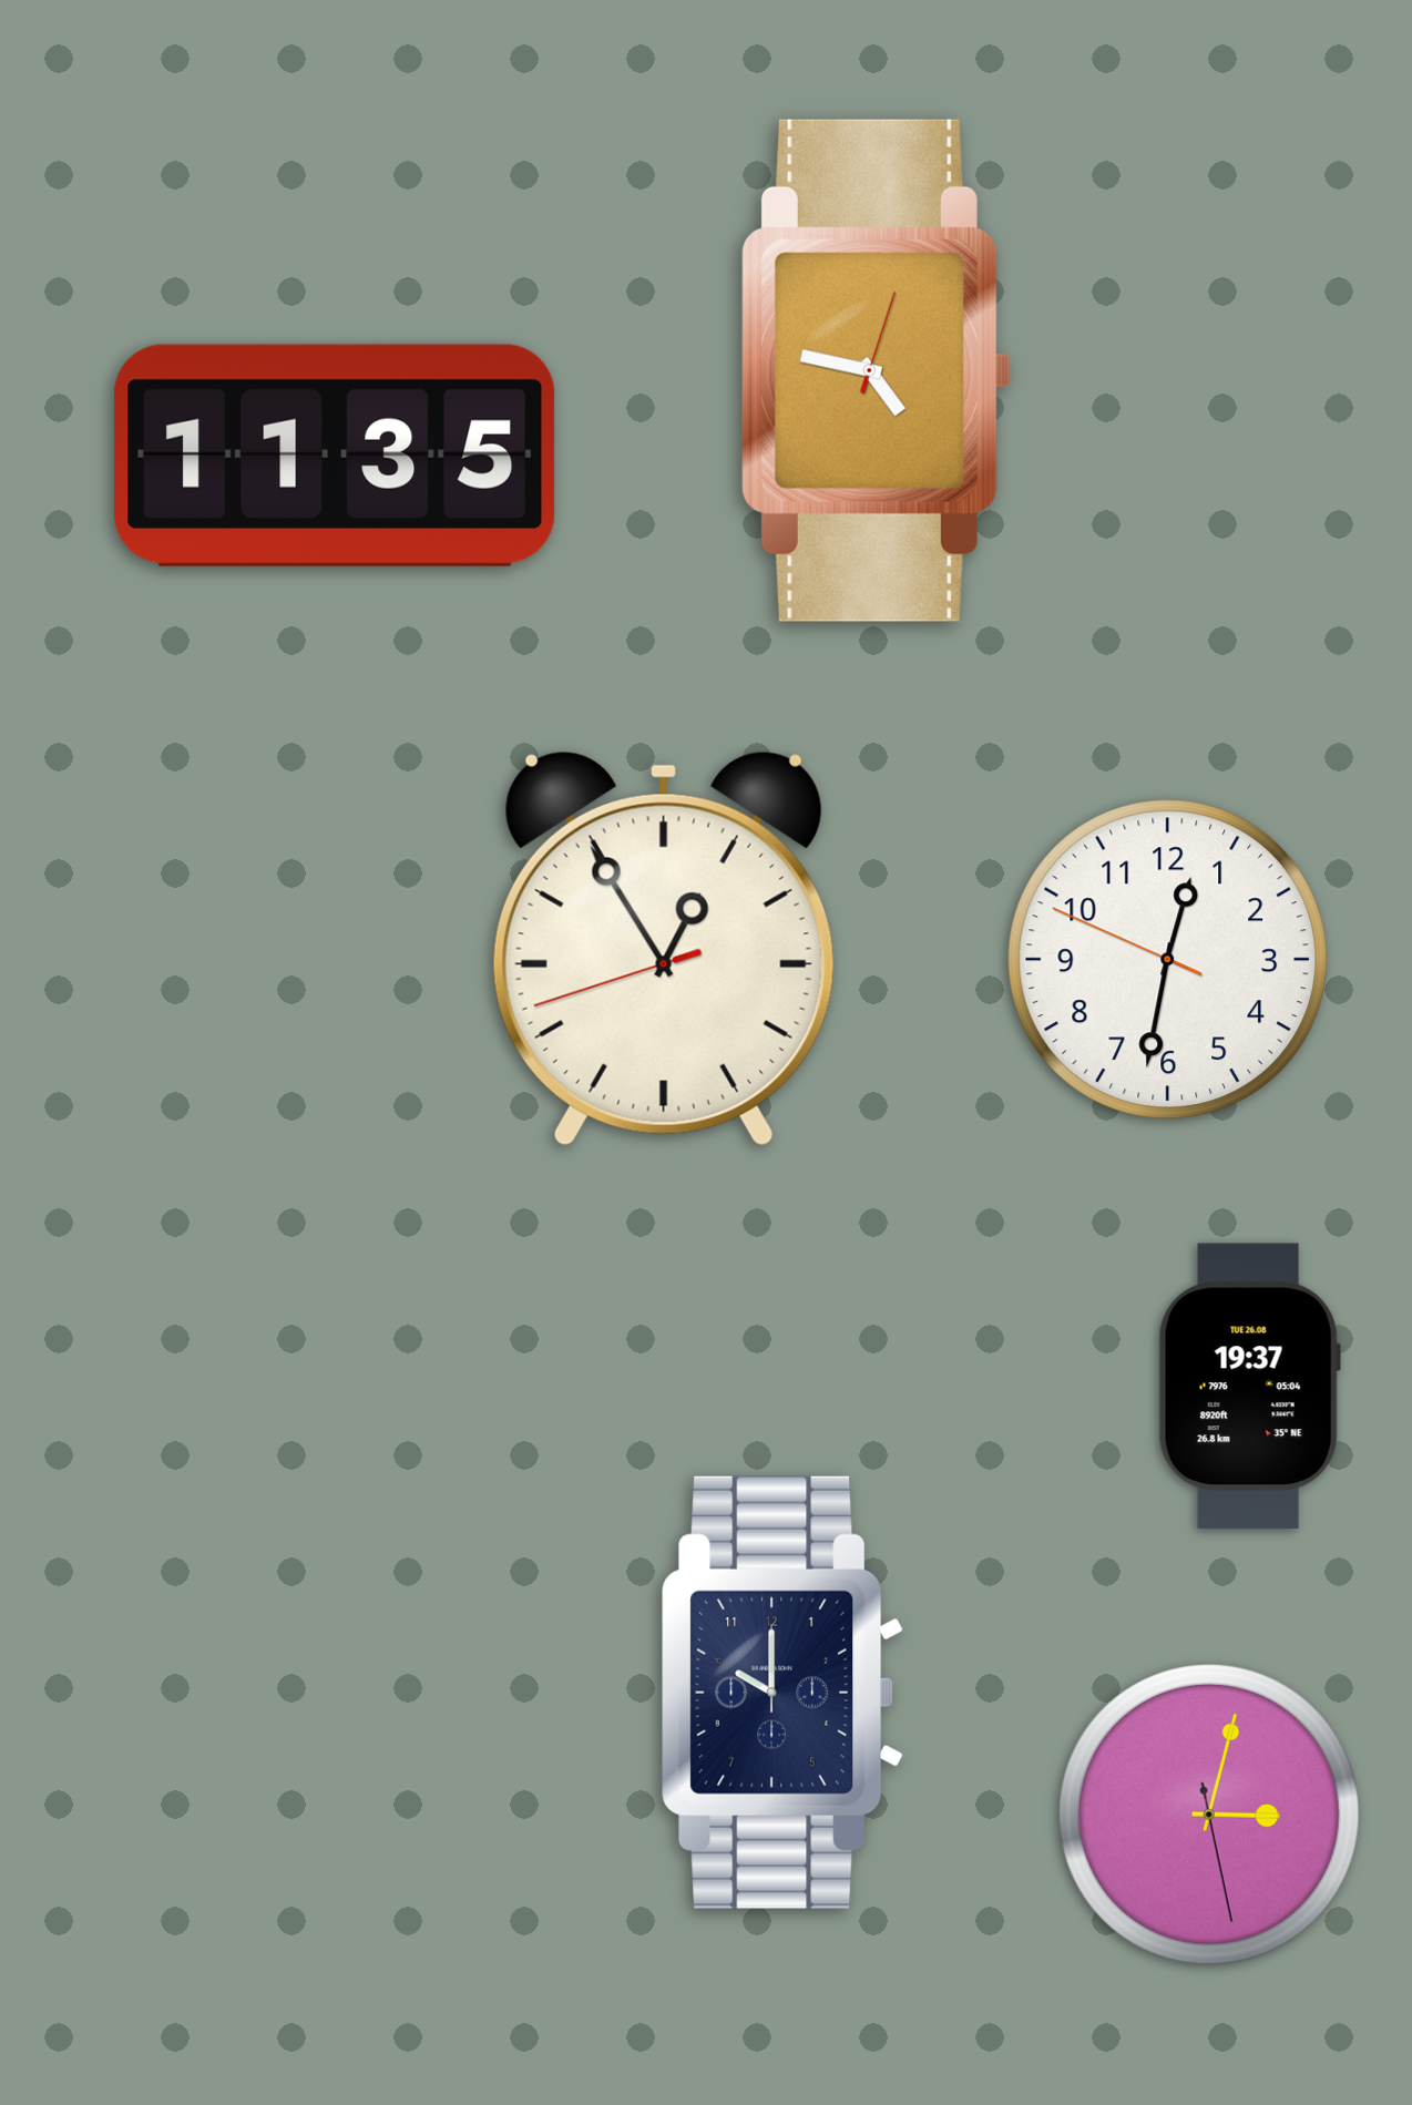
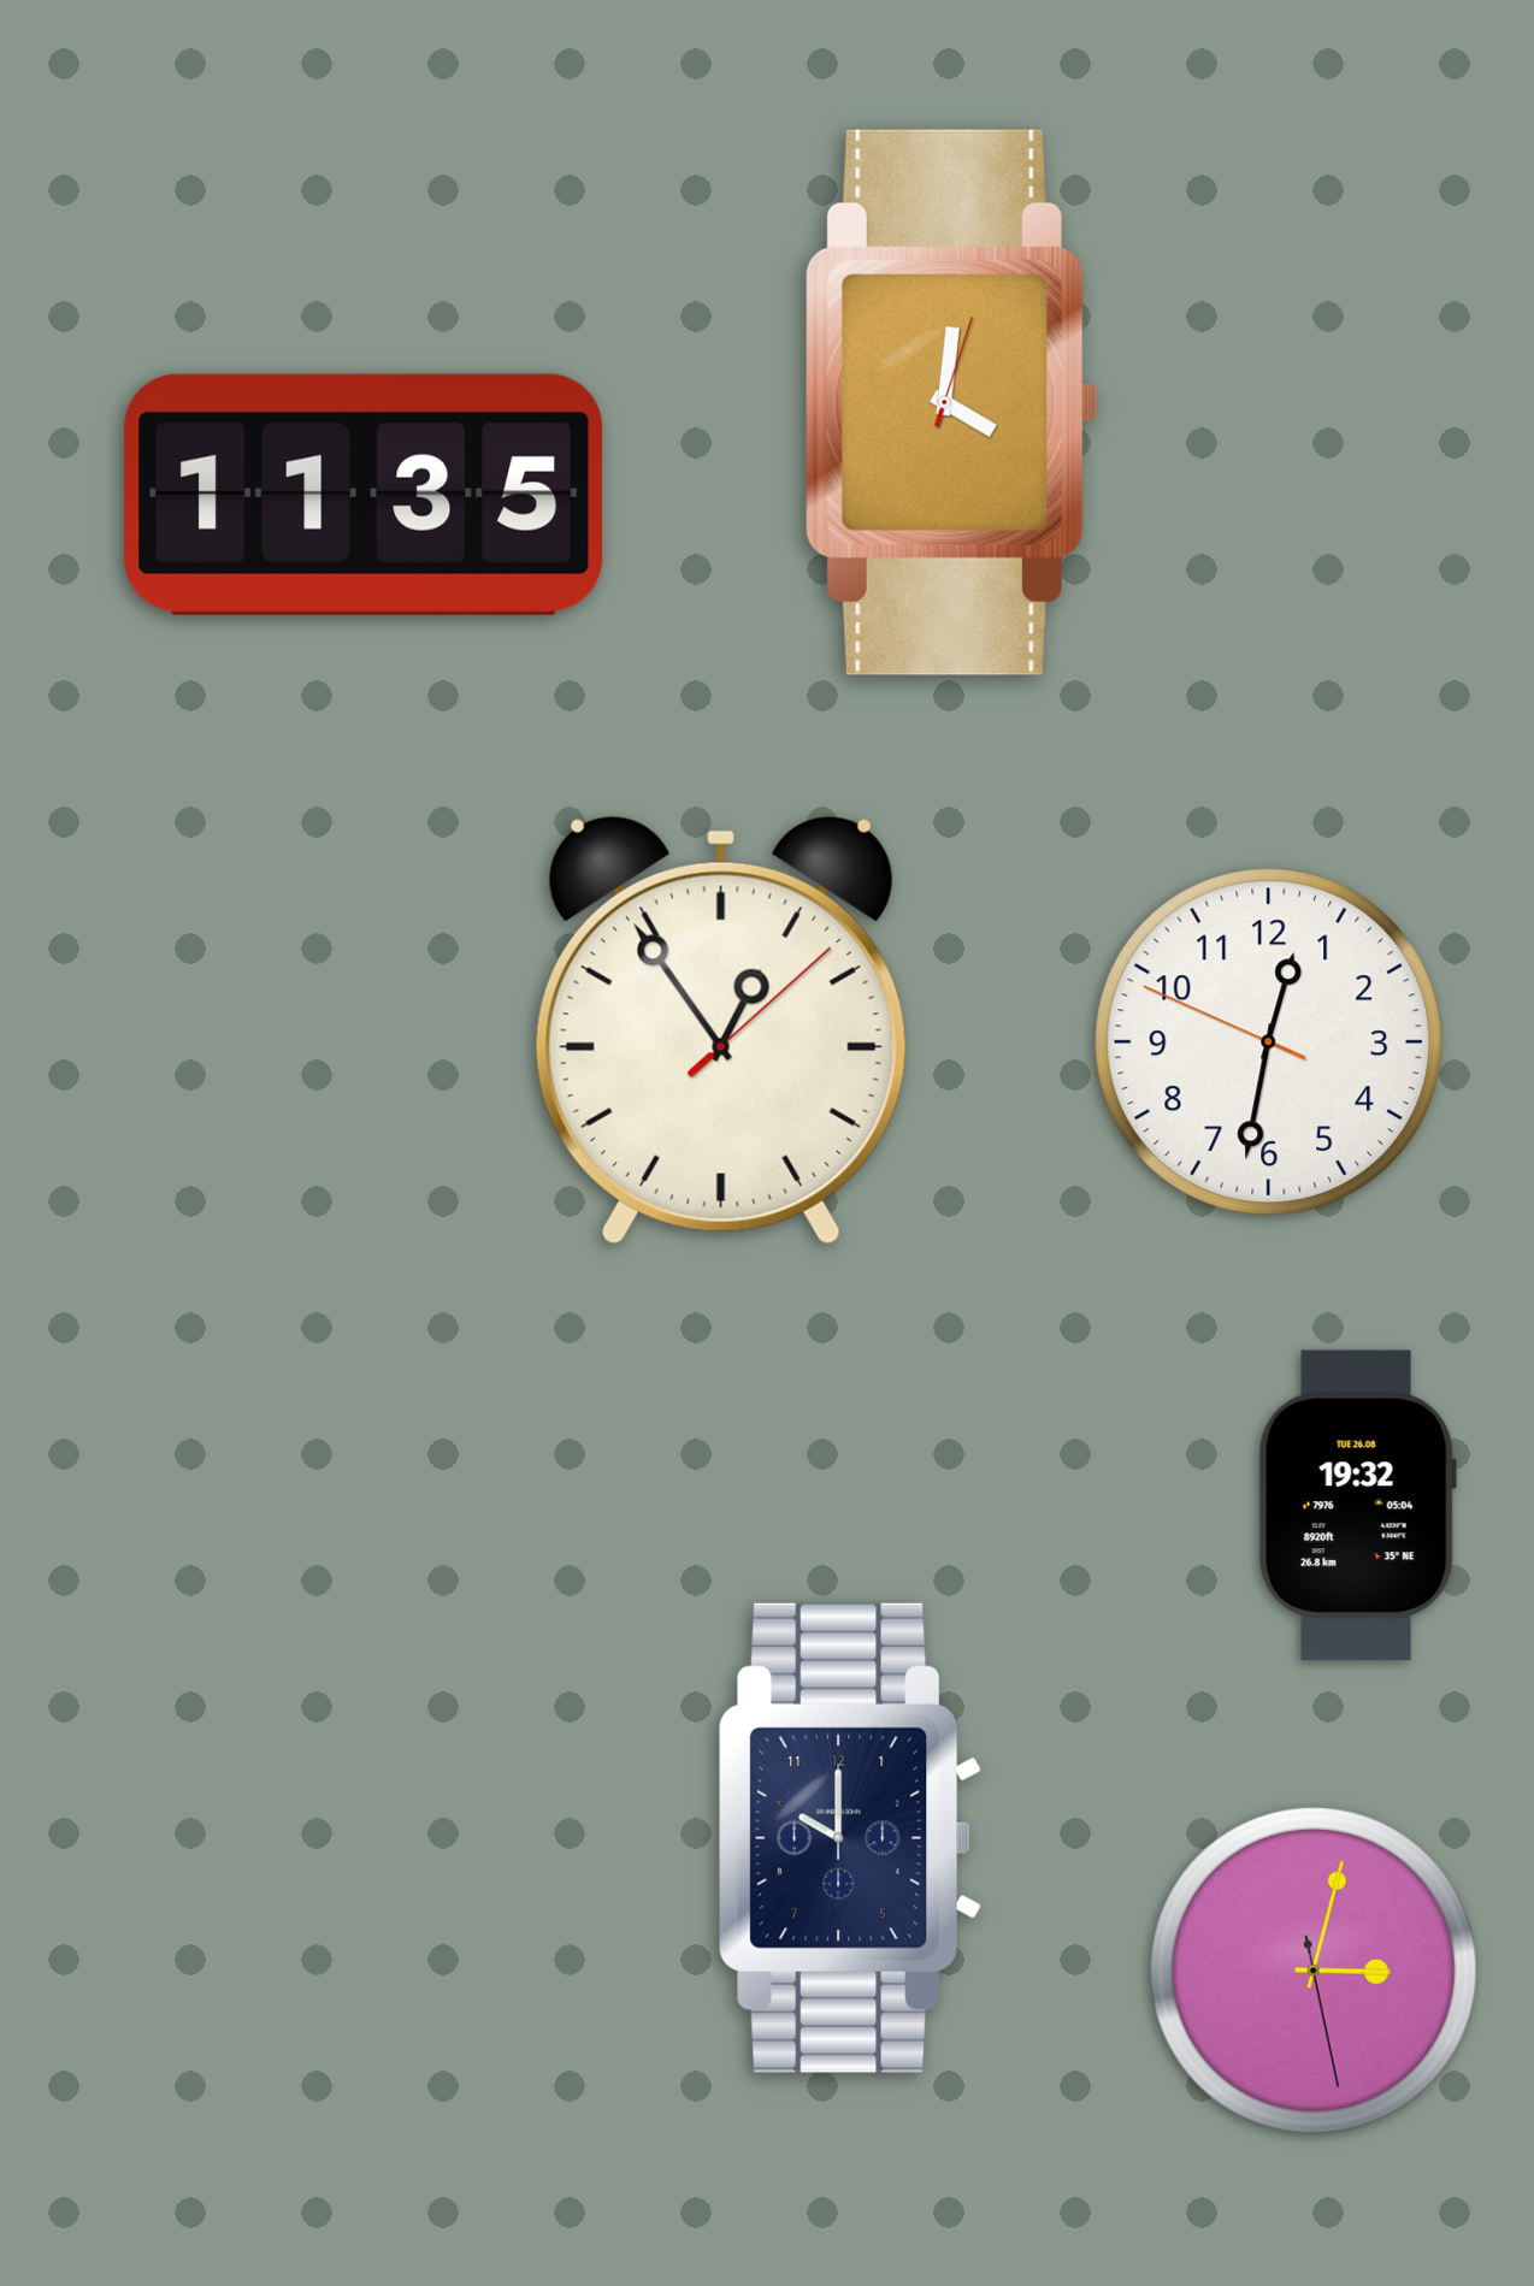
clock at (876, 370): 4:47 -> 4:01
clock at (664, 949): 12:54:42 -> 12:54:08
clock at (1249, 1387): 19:37 -> 19:32
